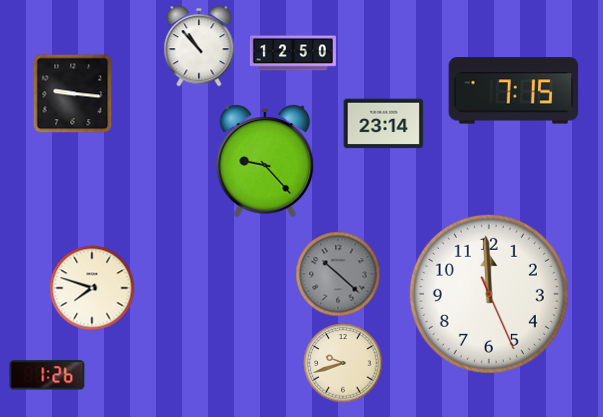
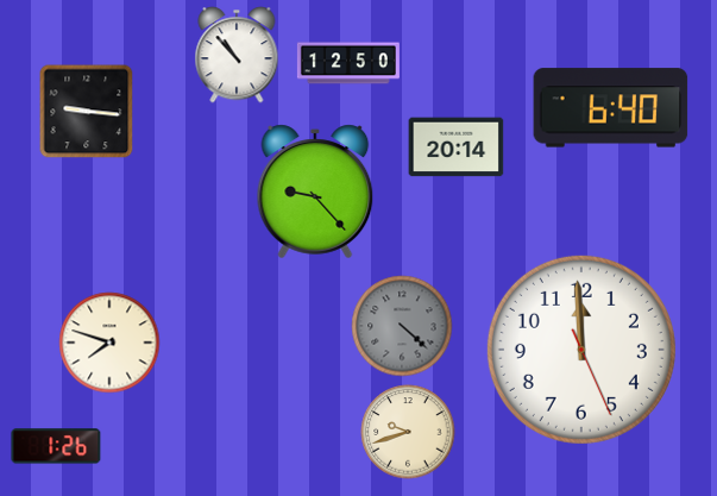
clock at (514, 91): 7:15 -> 6:40
clock at (384, 124): 23:14 -> 20:14
clock at (338, 274): 10:22 -> 4:22
